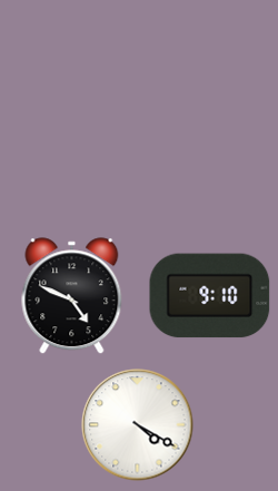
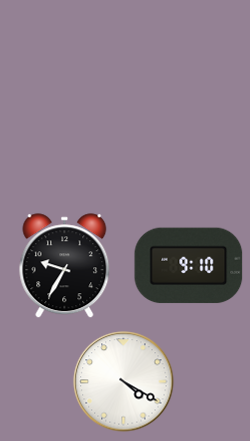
clock at (72, 296): 4:49 -> 9:35
